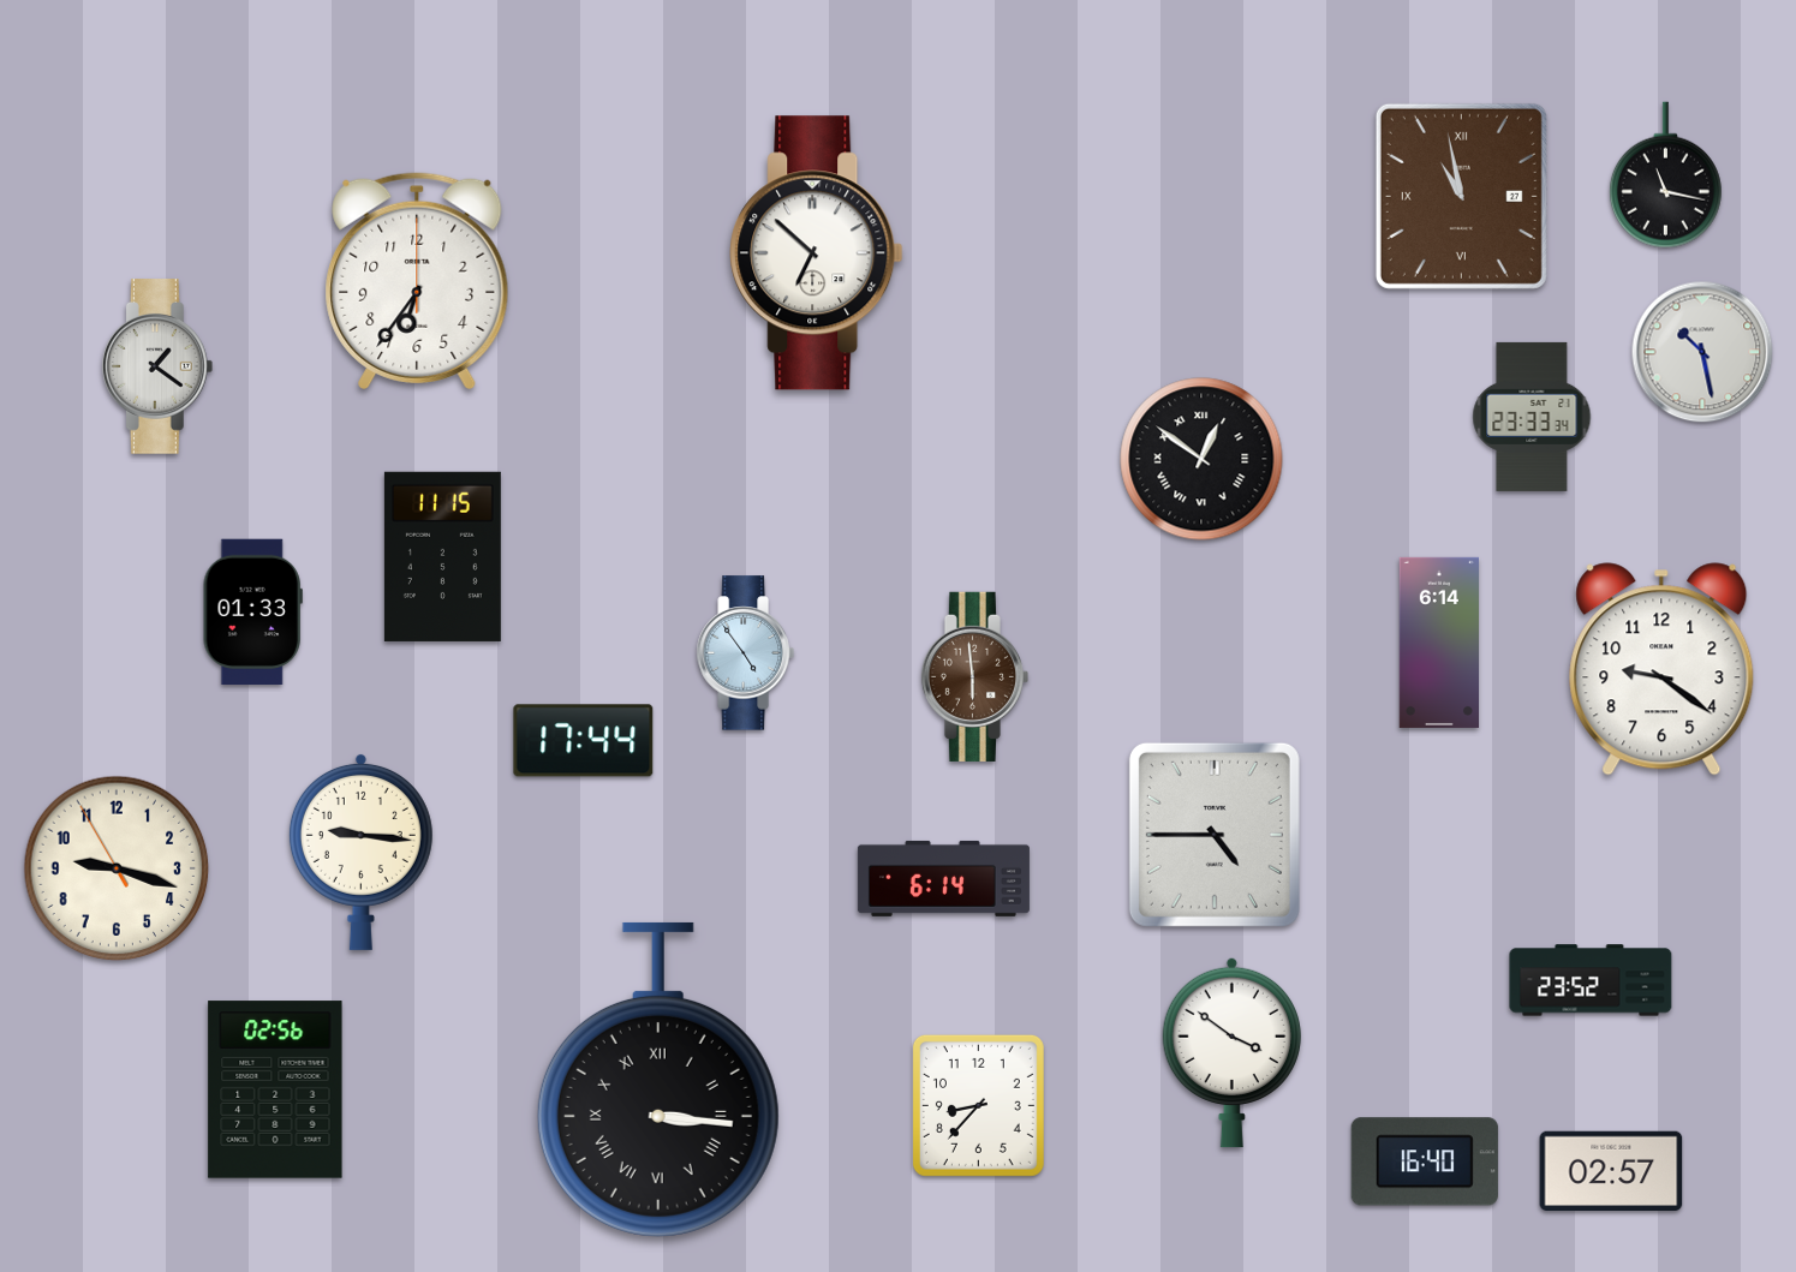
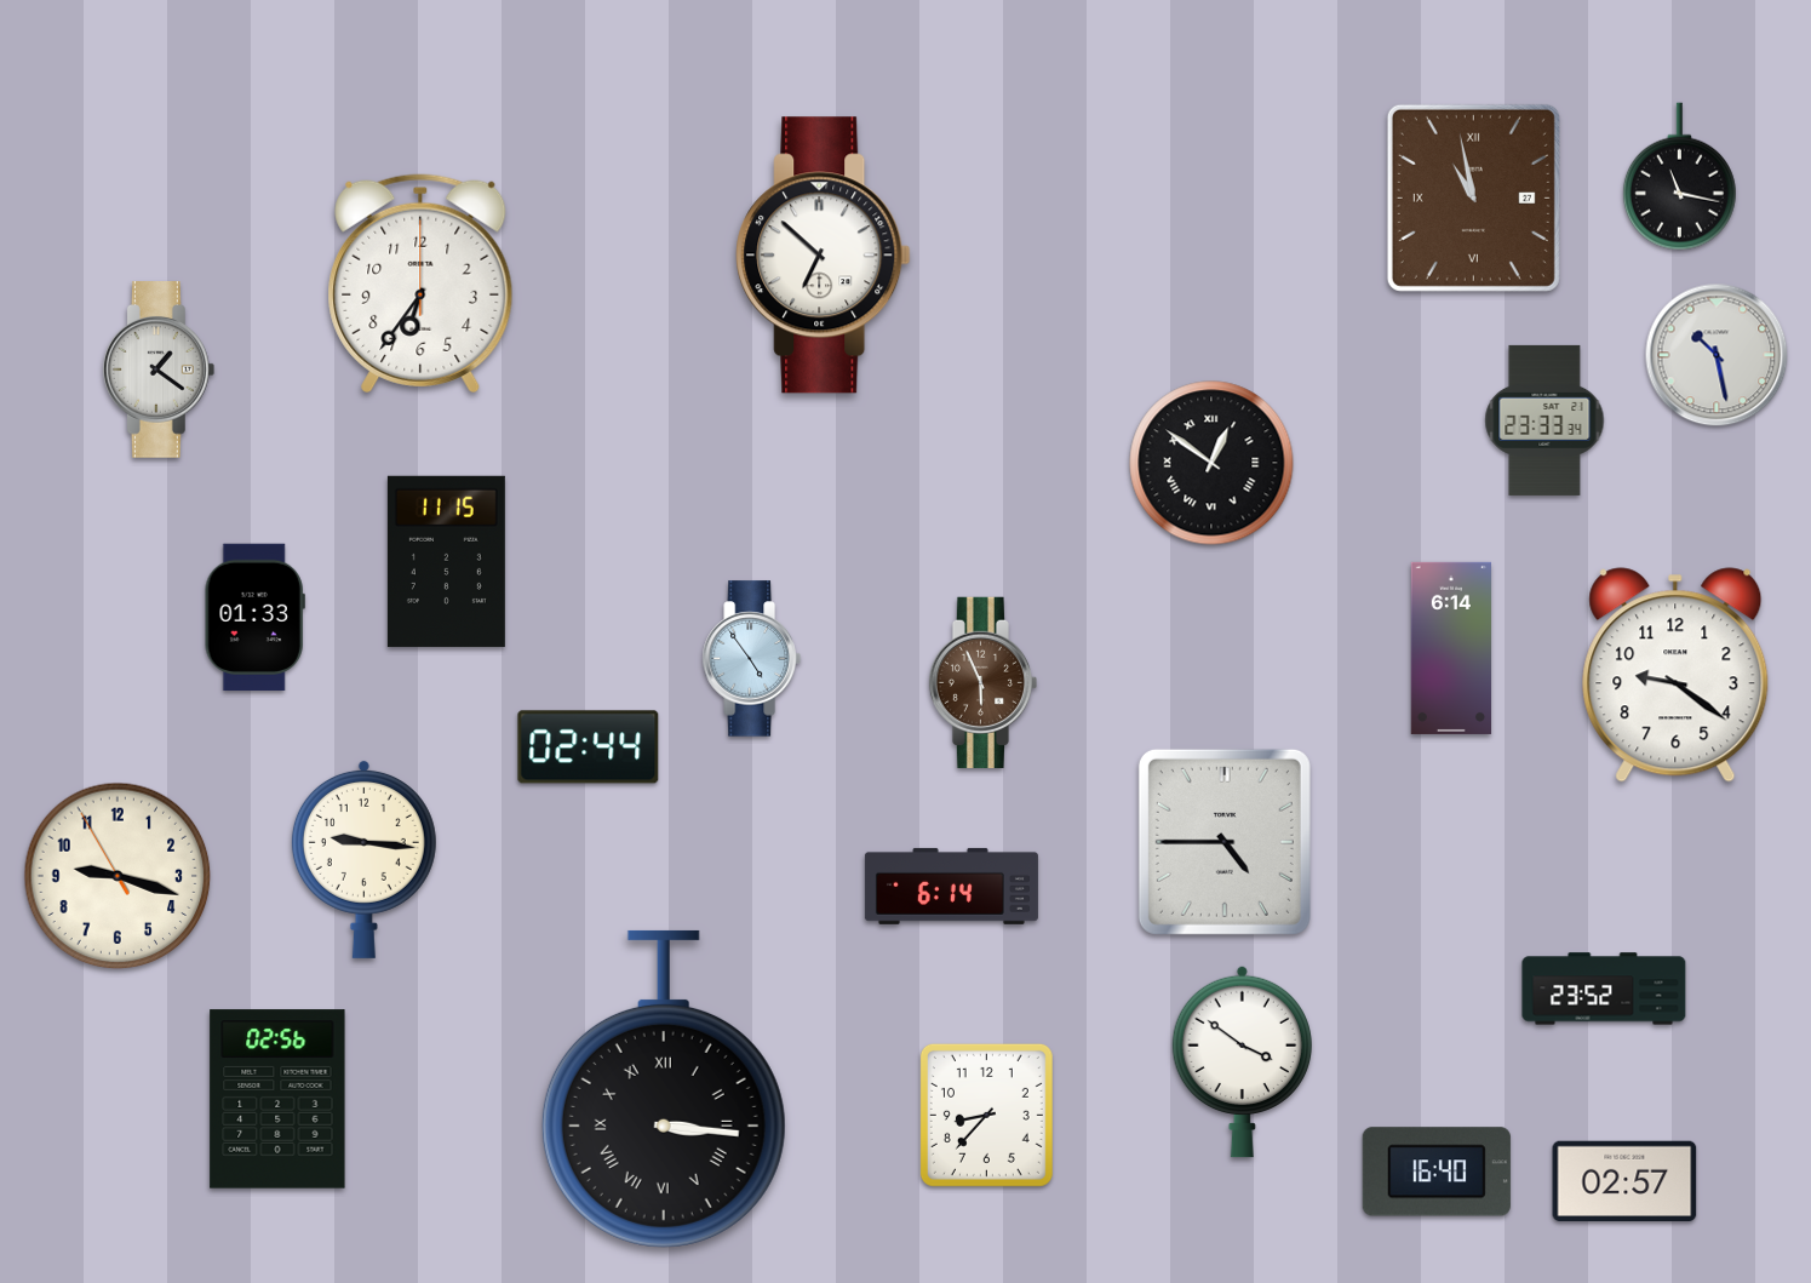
clock at (974, 676): 5:59 -> 5:56
clock at (584, 741): 17:44 -> 02:44
